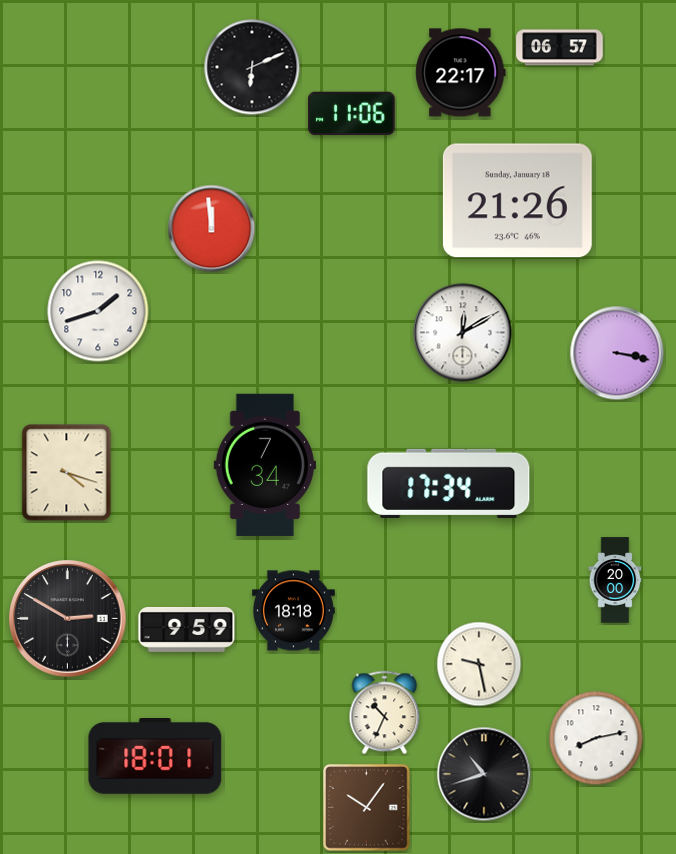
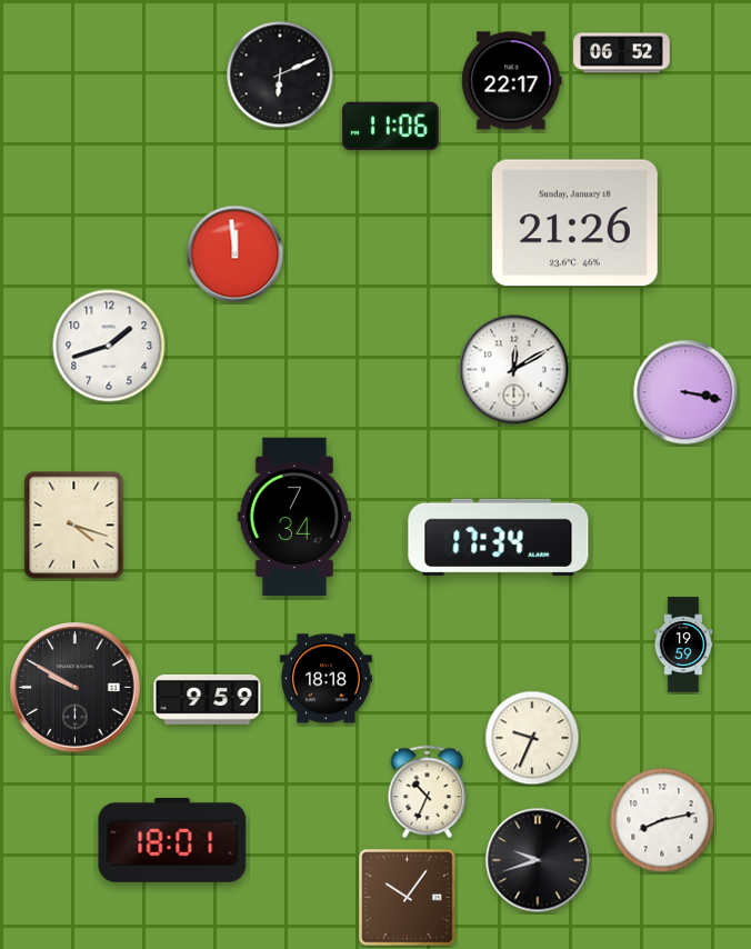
clock at (560, 48): 06:57 -> 06:52
clock at (615, 580): 20:00 -> 19:59
clock at (68, 619): 2:50 -> 9:50
clock at (479, 664): 9:28 -> 9:34
clock at (484, 774): 10:42 -> 9:42
